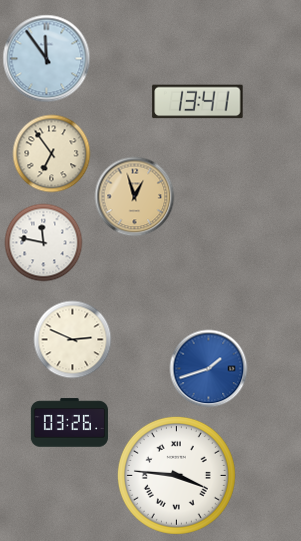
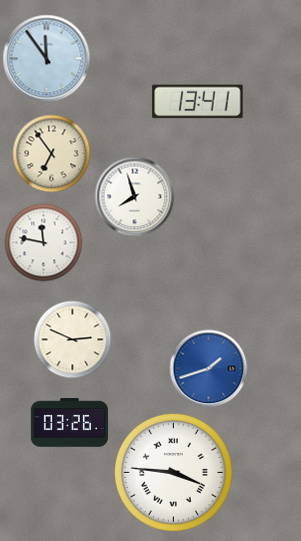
clock at (134, 196): 12:57 -> 7:57
clock at (134, 196) dial: champagne -> white
clock at (176, 475) position: (176, 475) -> (173, 472)
